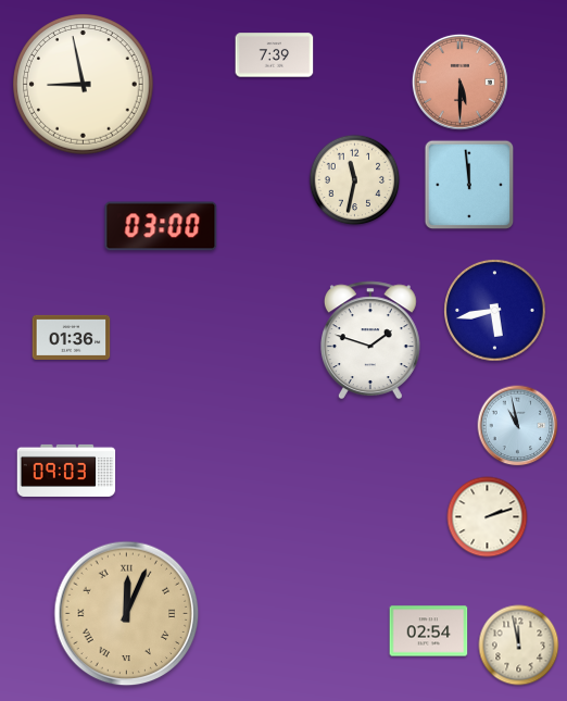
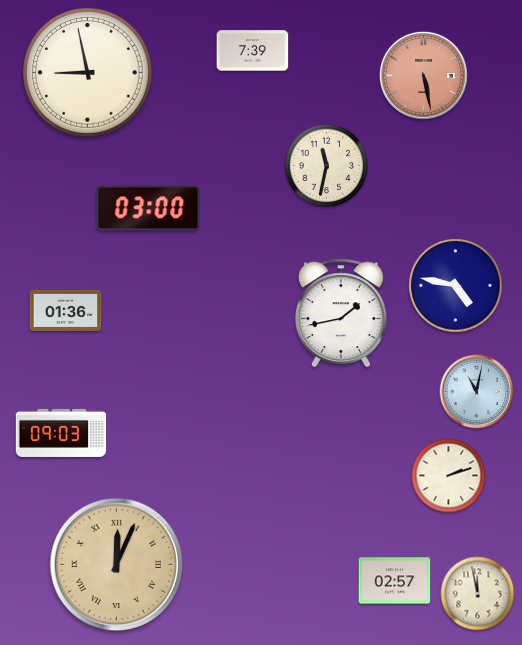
clock at (459, 82): 5:30 -> 5:28
clock at (84, 85) position: (84, 85) -> (88, 73)
clock at (469, 185): 11:59 -> none
clock at (495, 311): 5:43 -> 4:47
clock at (370, 340): 1:48 -> 1:43
clock at (518, 426): 10:58 -> 11:02
clock at (429, 631): 02:54 -> 02:57
